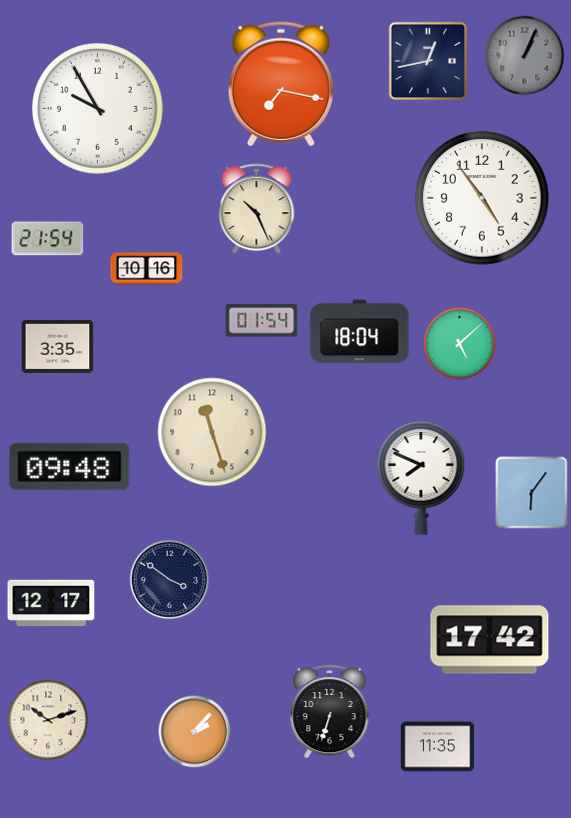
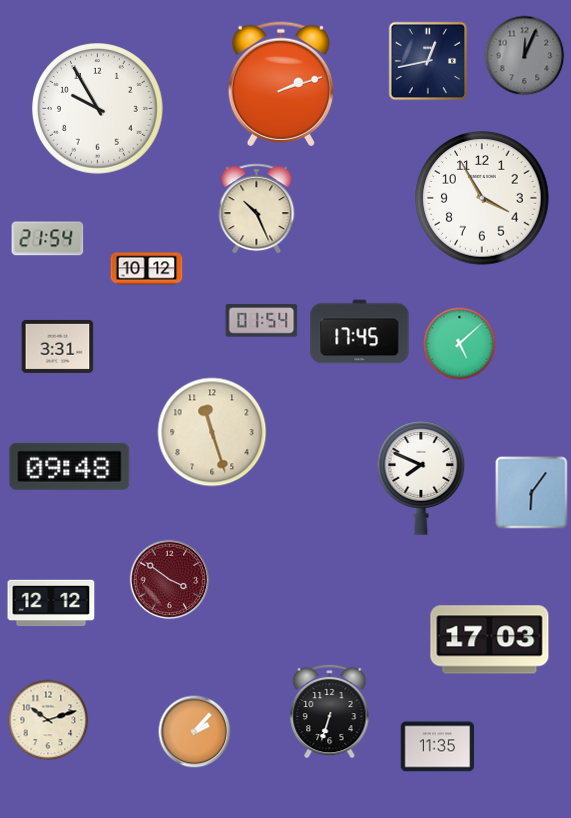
clock at (525, 56): 1:04 -> 12:04
clock at (281, 84): 7:17 -> 2:12
clock at (482, 198): 4:54 -> 3:55
clock at (147, 269): 10:16 -> 10:12
clock at (360, 332): 18:04 -> 17:45
clock at (58, 346): 3:35 -> 3:31
clock at (170, 580) dial: navy -> burgundy
clock at (51, 603): 12:17 -> 12:12
clock at (490, 640): 17:42 -> 17:03
